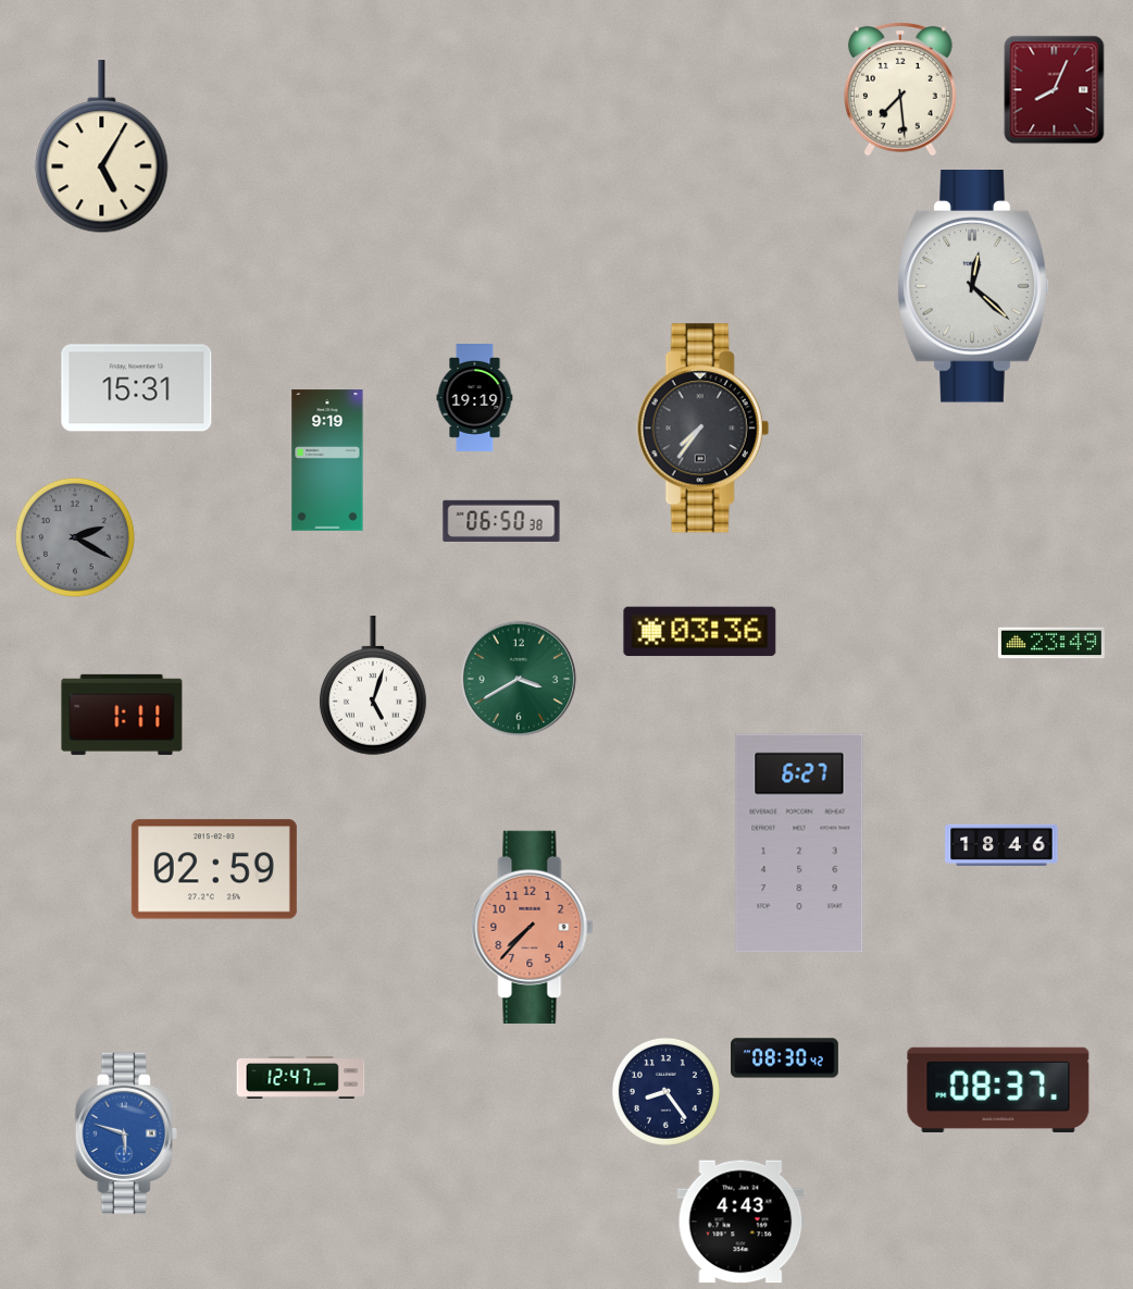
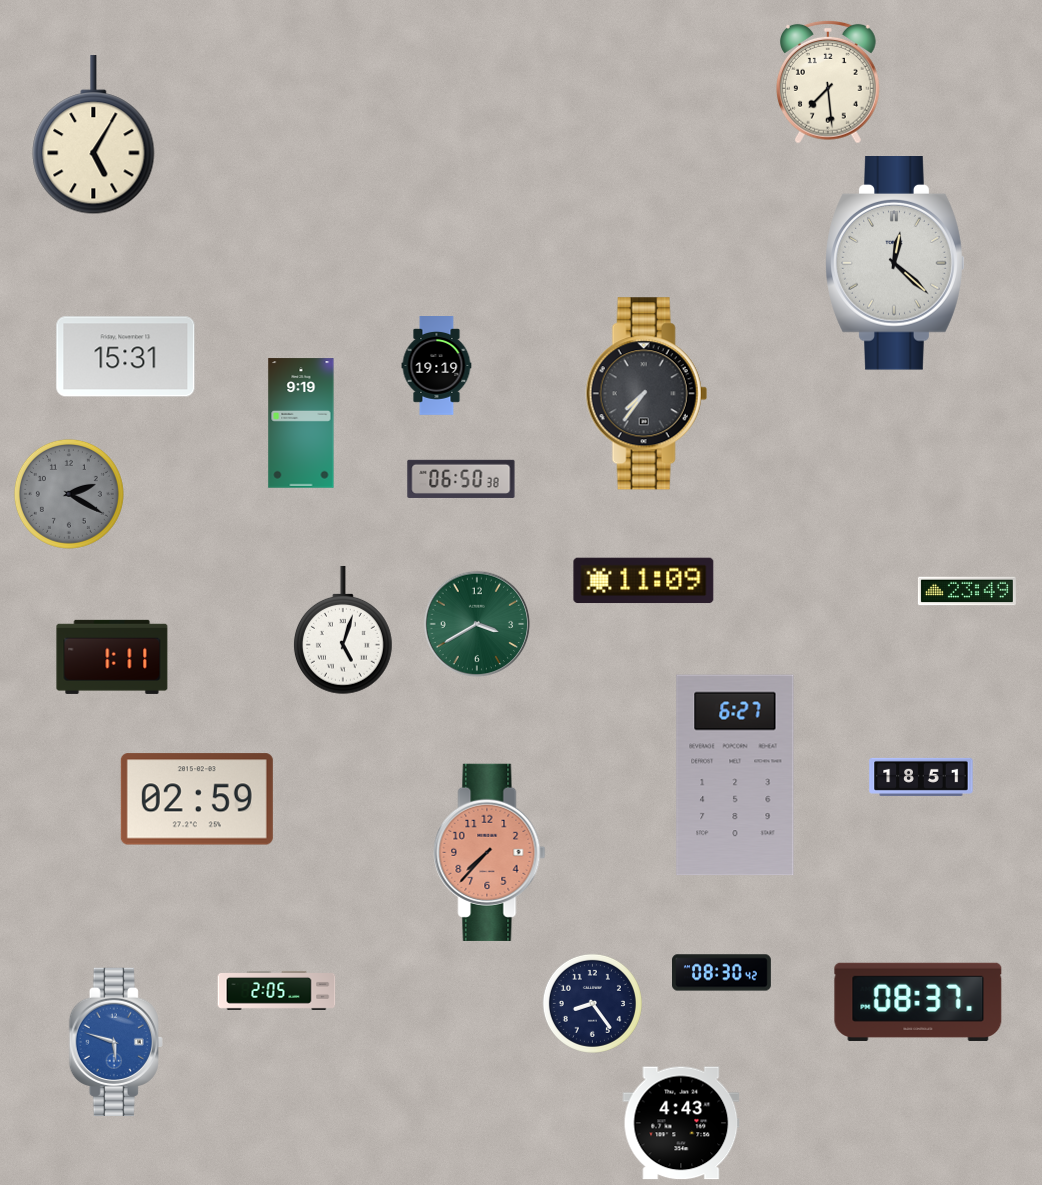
clock at (1055, 90): 8:04 -> none
clock at (700, 632): 03:36 -> 11:09
clock at (1001, 845): 18:46 -> 18:51
clock at (301, 1077): 12:47 -> 2:05
clock at (665, 1091) position: (665, 1091) -> (592, 1003)
